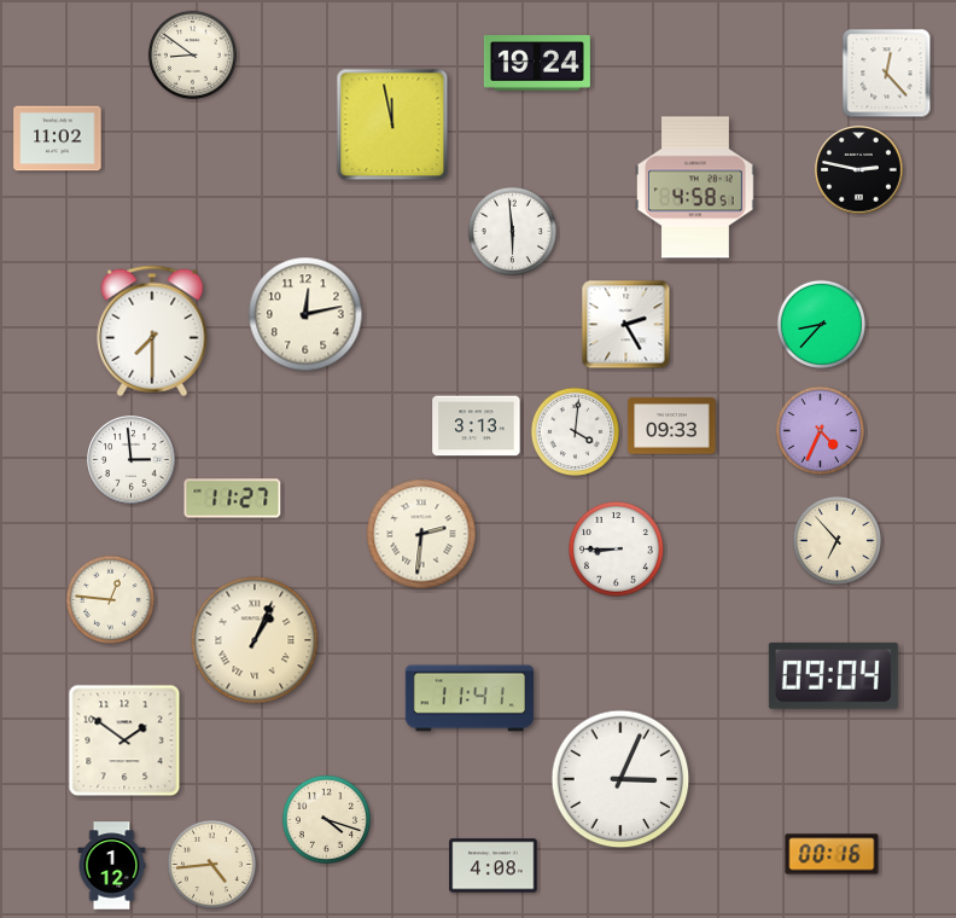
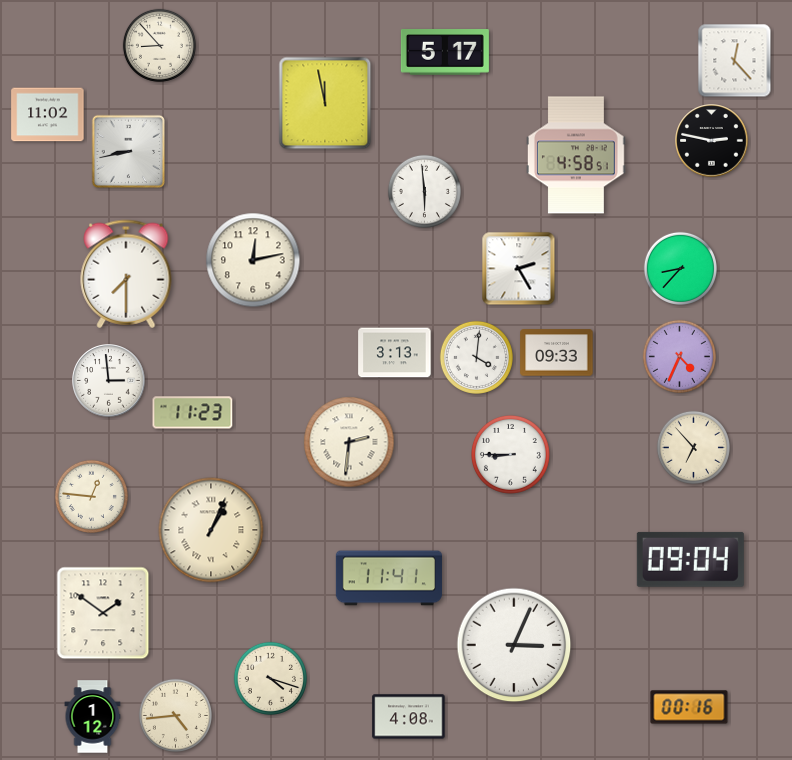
clock at (192, 54): 8:51 -> 8:53
clock at (537, 63): 19:24 -> 5:17
clock at (129, 152): none -> 8:43
clock at (233, 499): 11:27 -> 11:23
